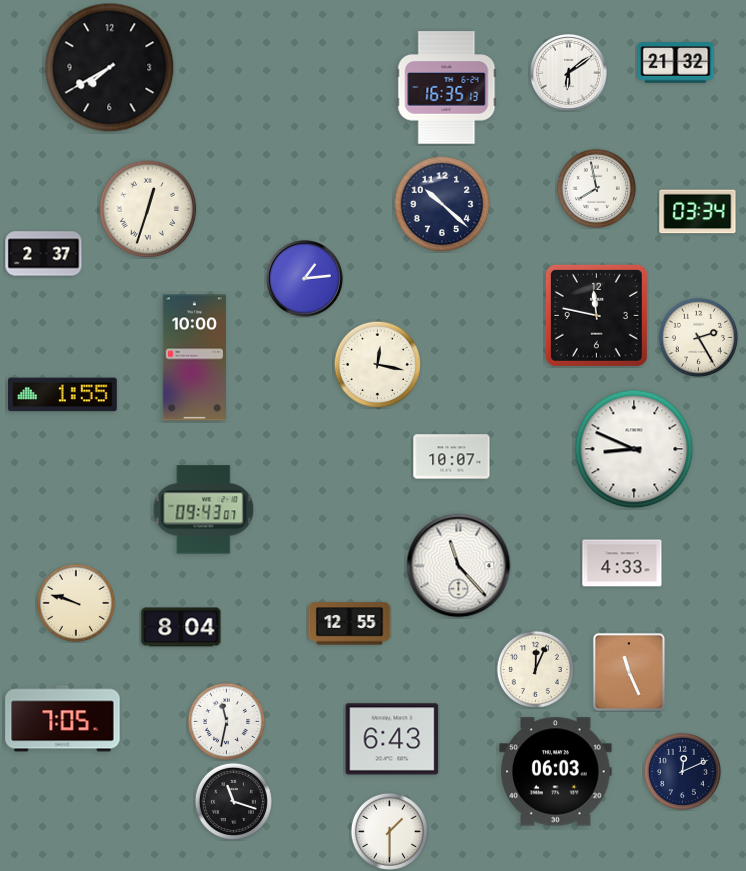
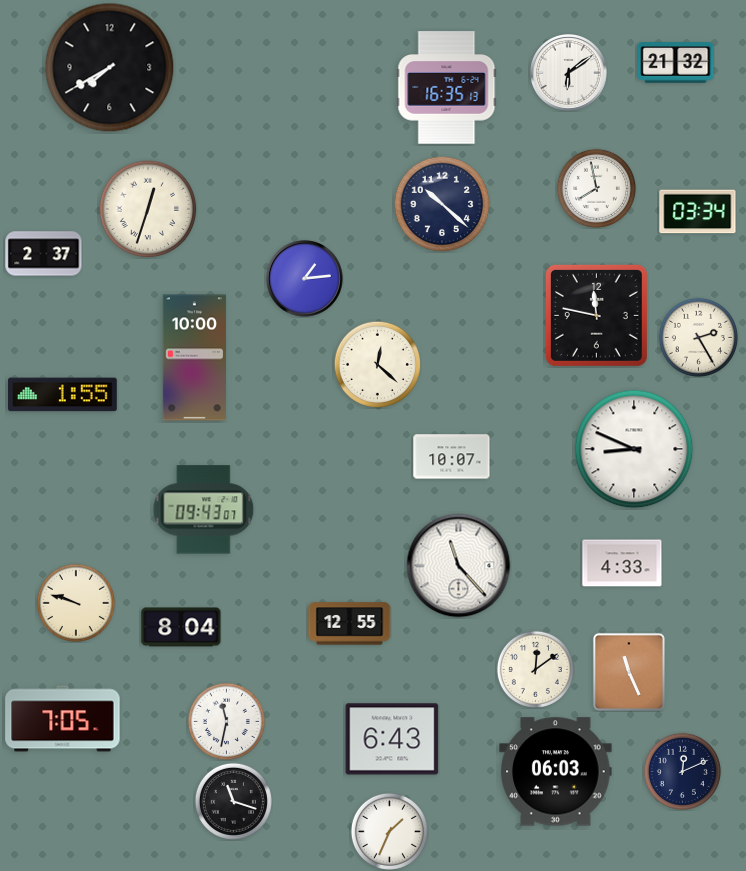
clock at (377, 364): 12:17 -> 12:22
clock at (535, 669): 12:04 -> 12:09
clock at (389, 831): 1:30 -> 1:34
